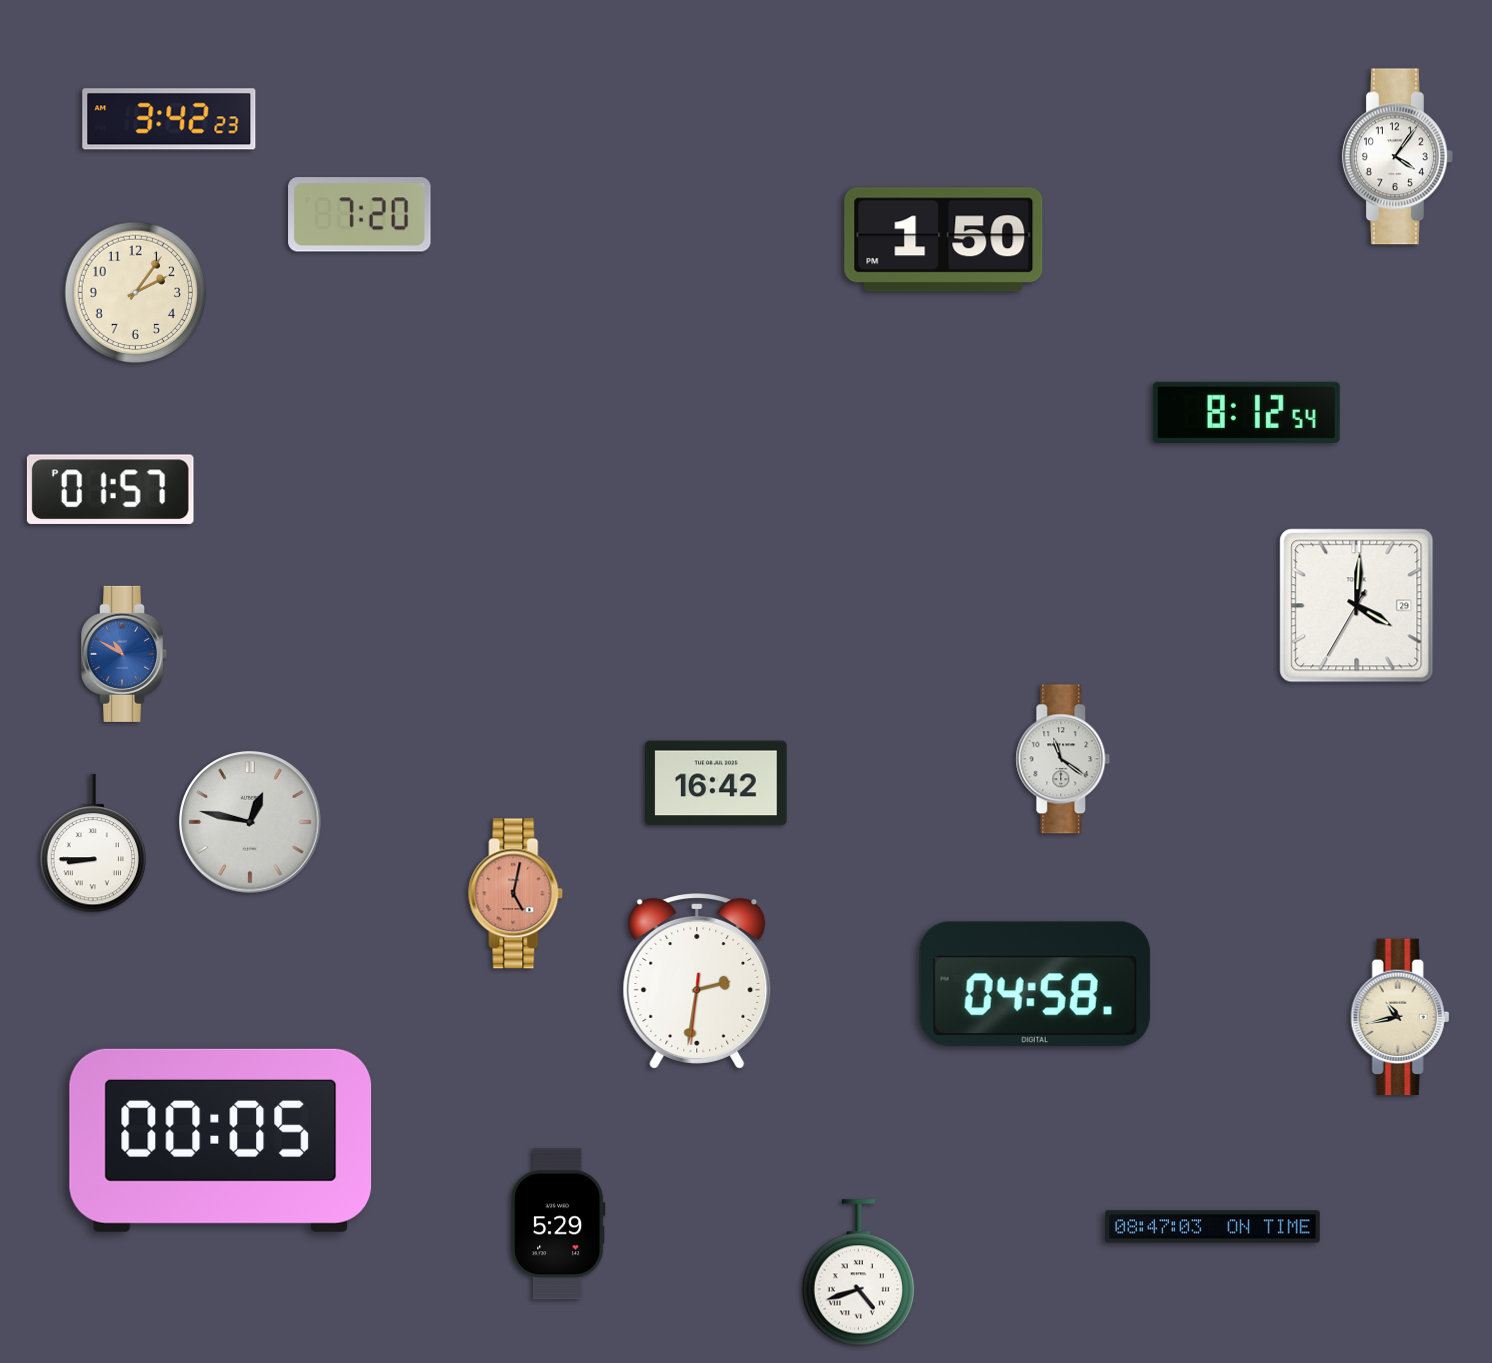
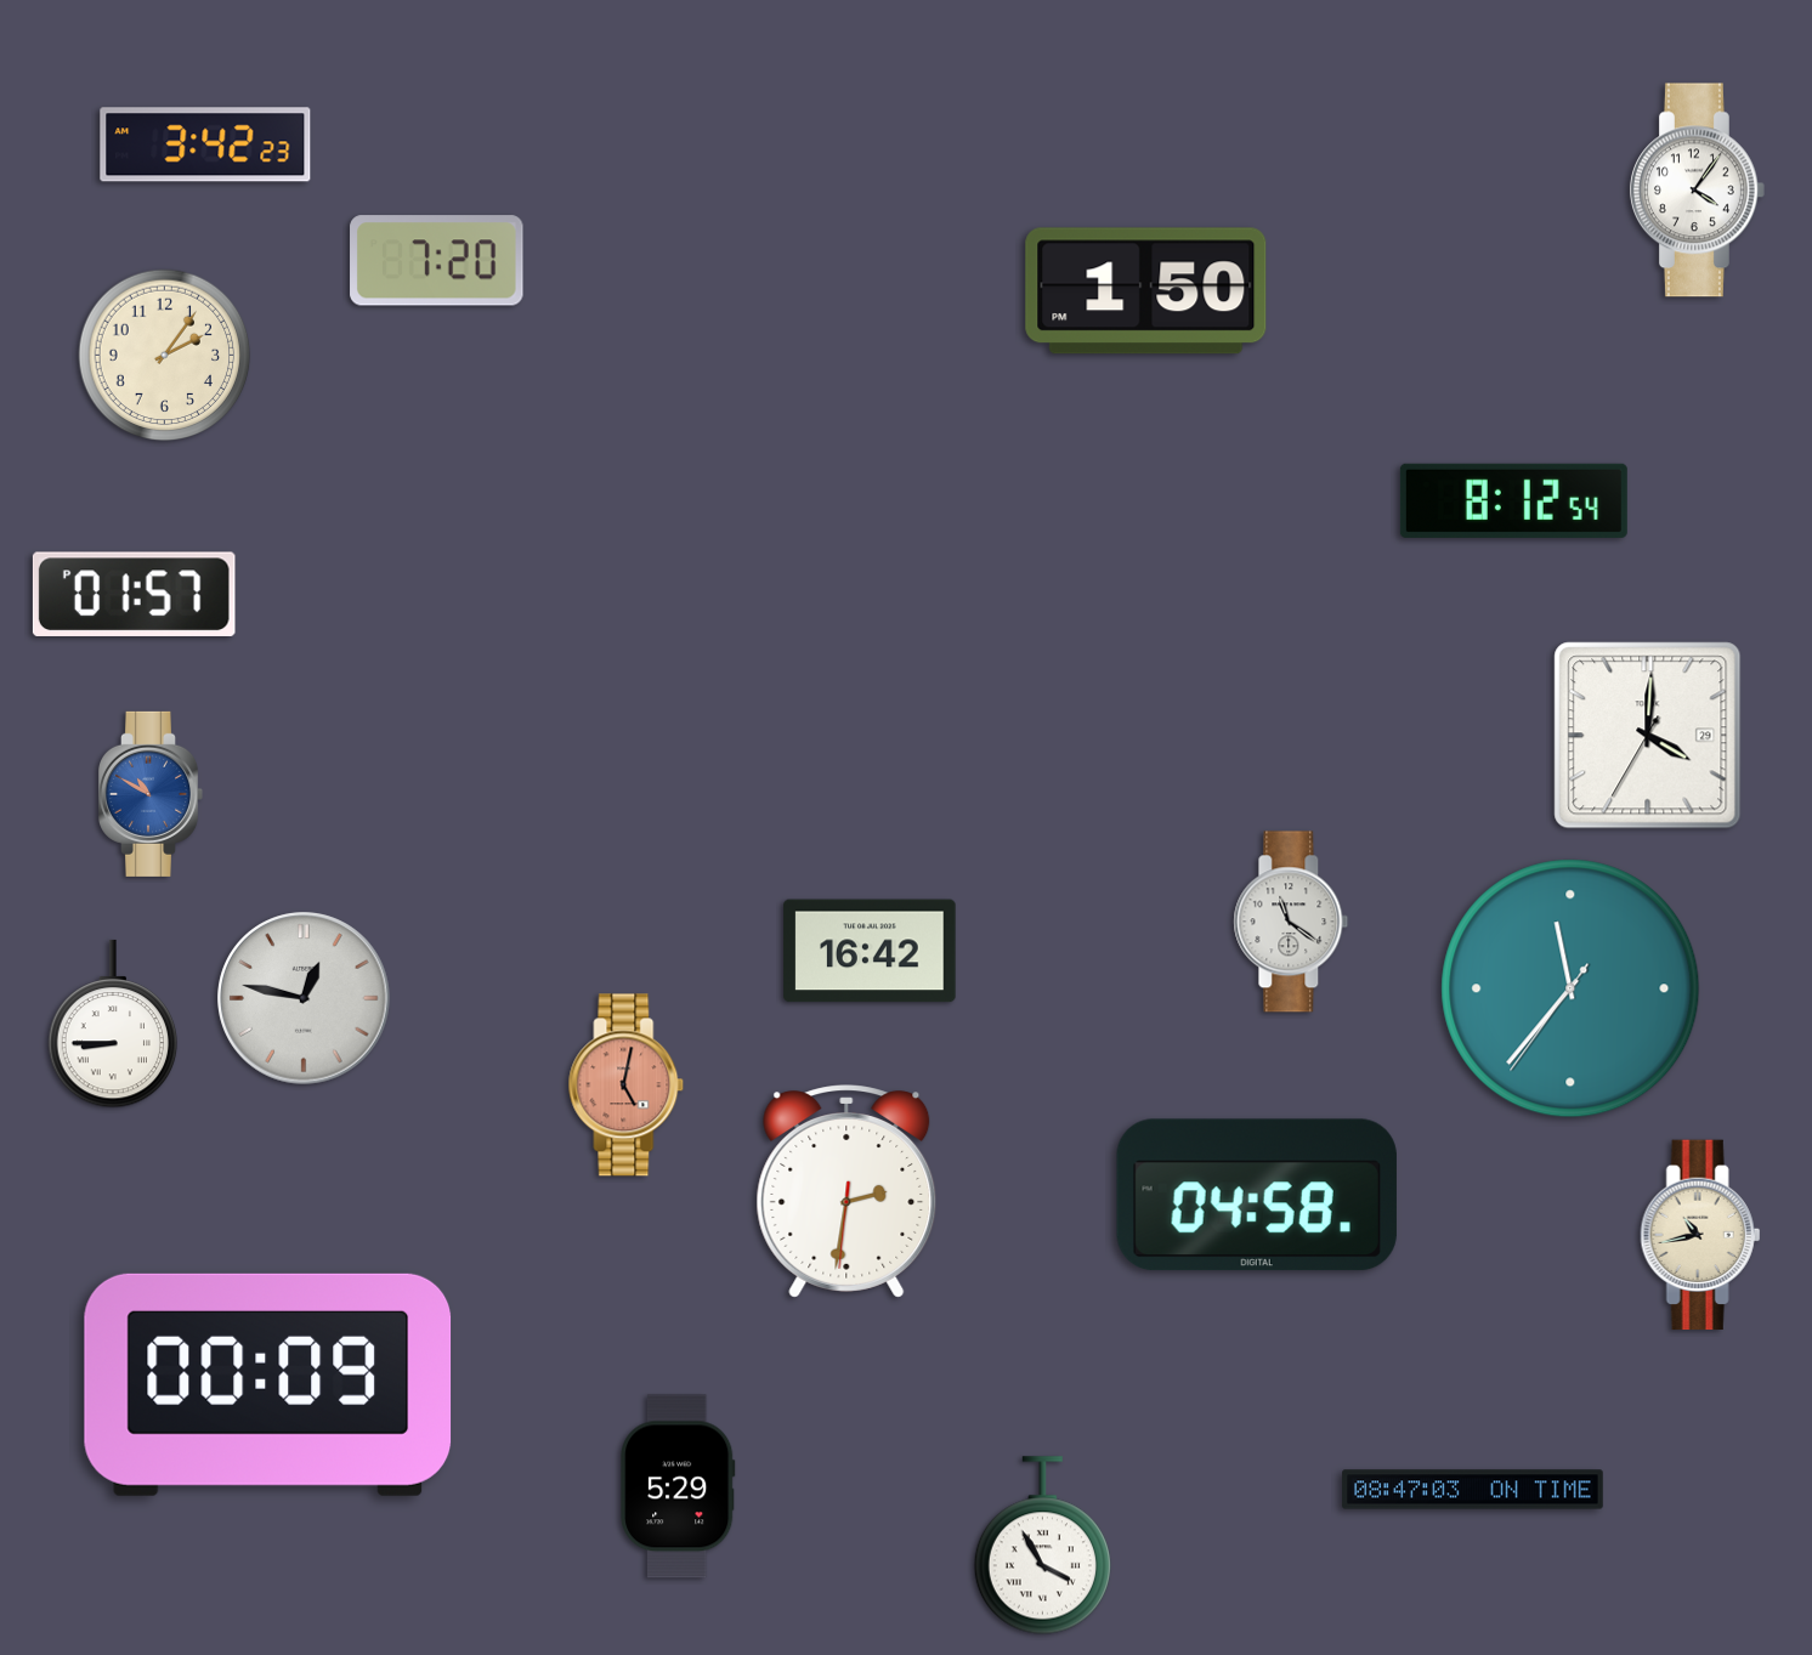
clock at (1570, 988): none -> 11:36
clock at (221, 1140): 00:05 -> 00:09
clock at (858, 1273): 4:42 -> 3:55
